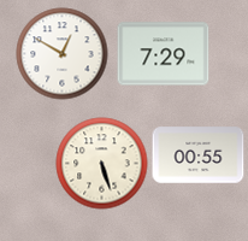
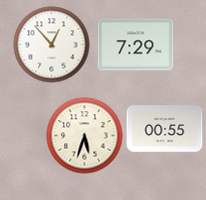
clock at (63, 54): 12:50 -> 12:53
clock at (102, 164): 5:27 -> 5:33
